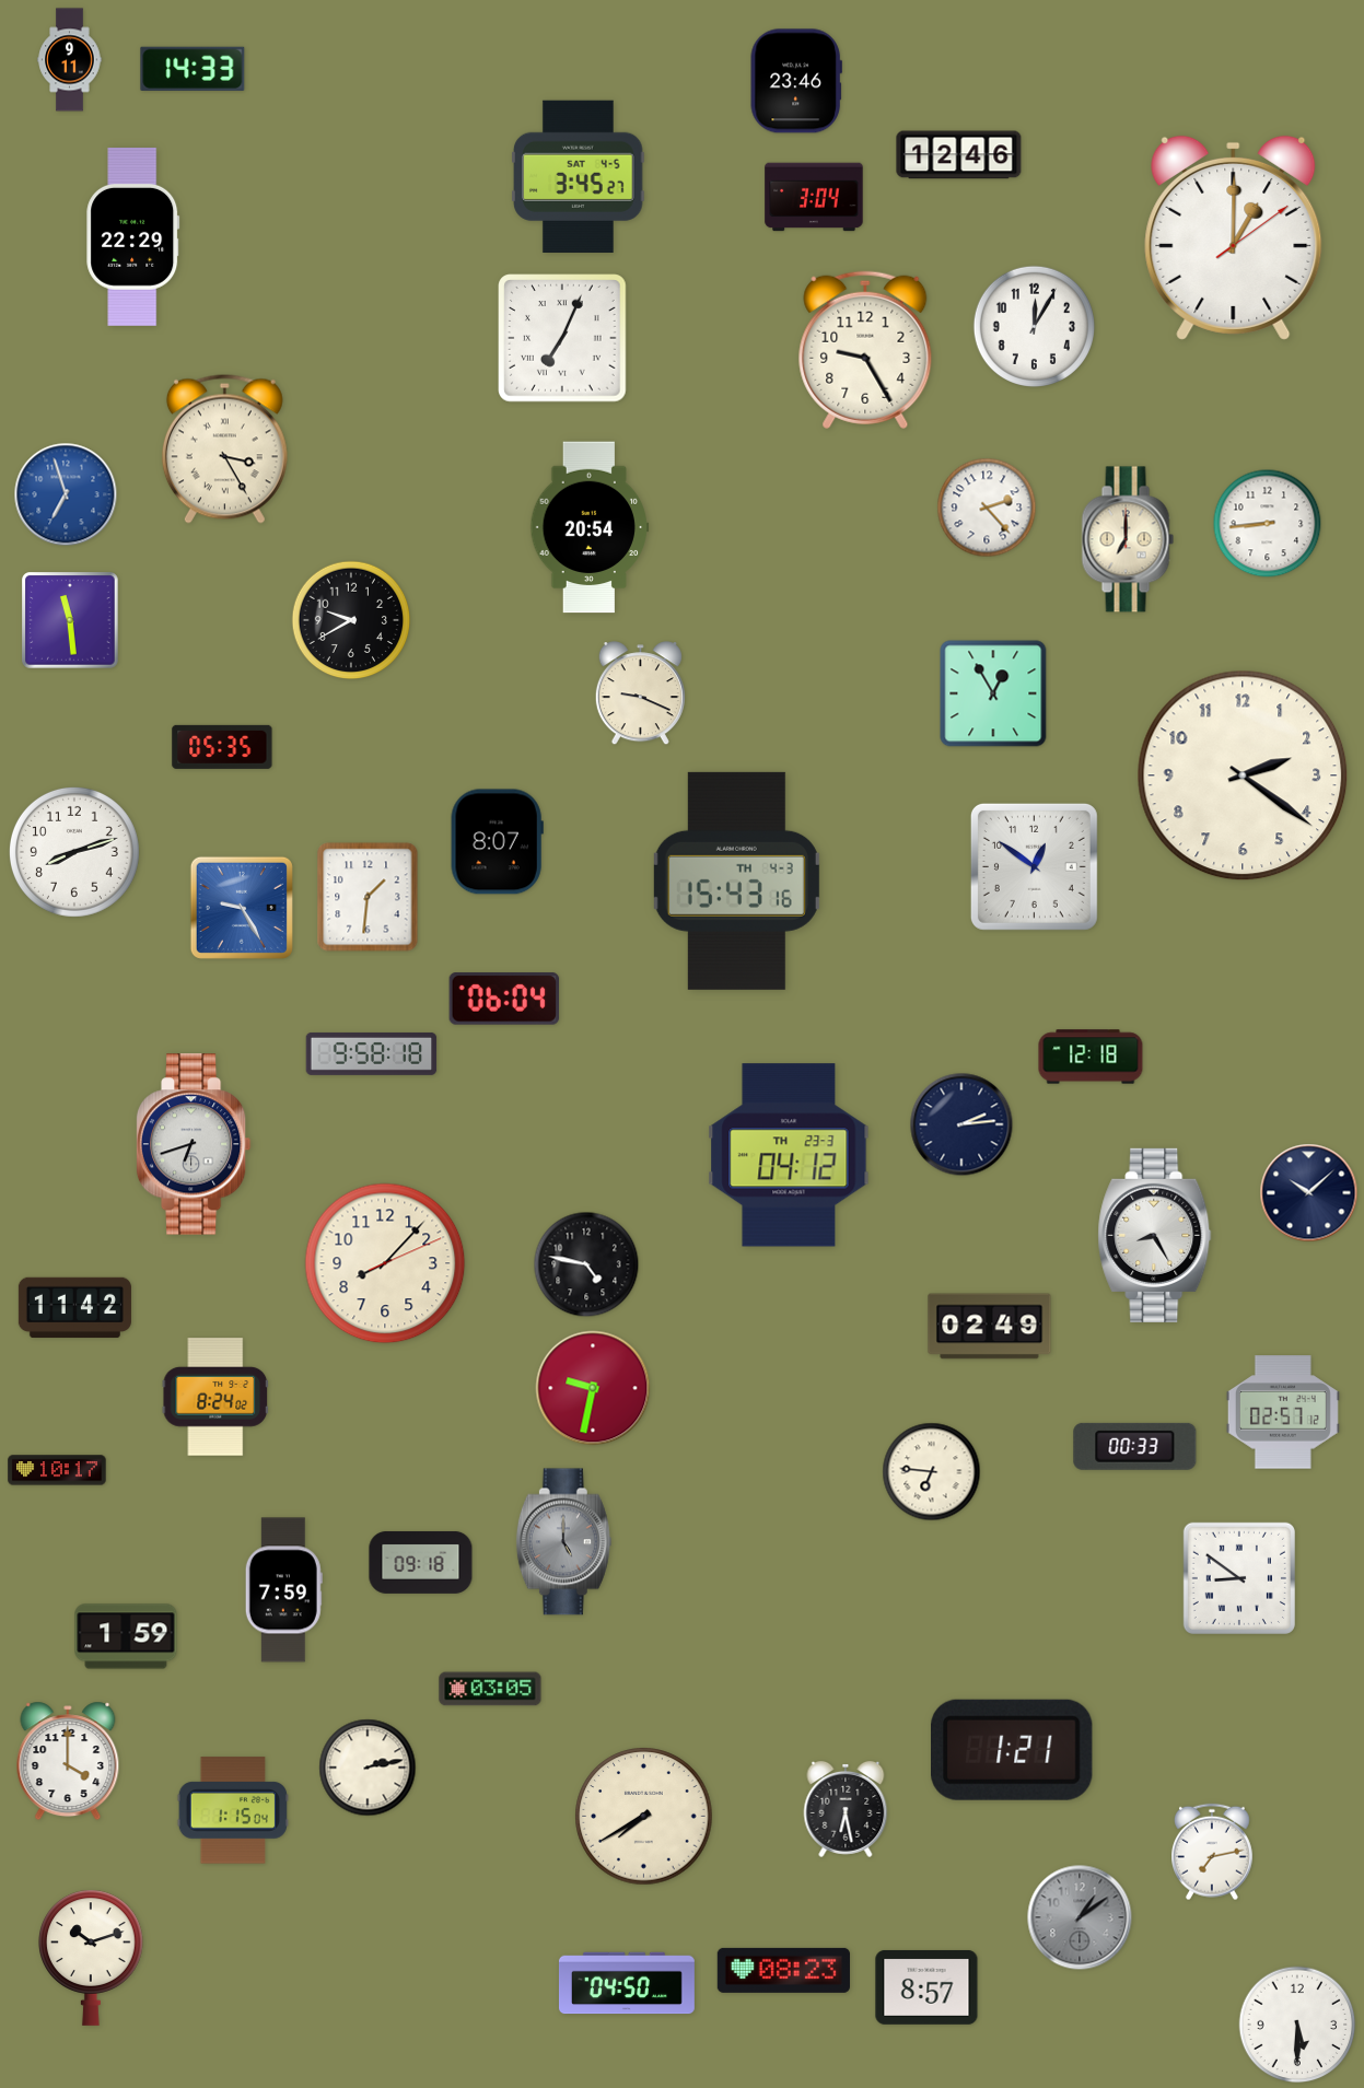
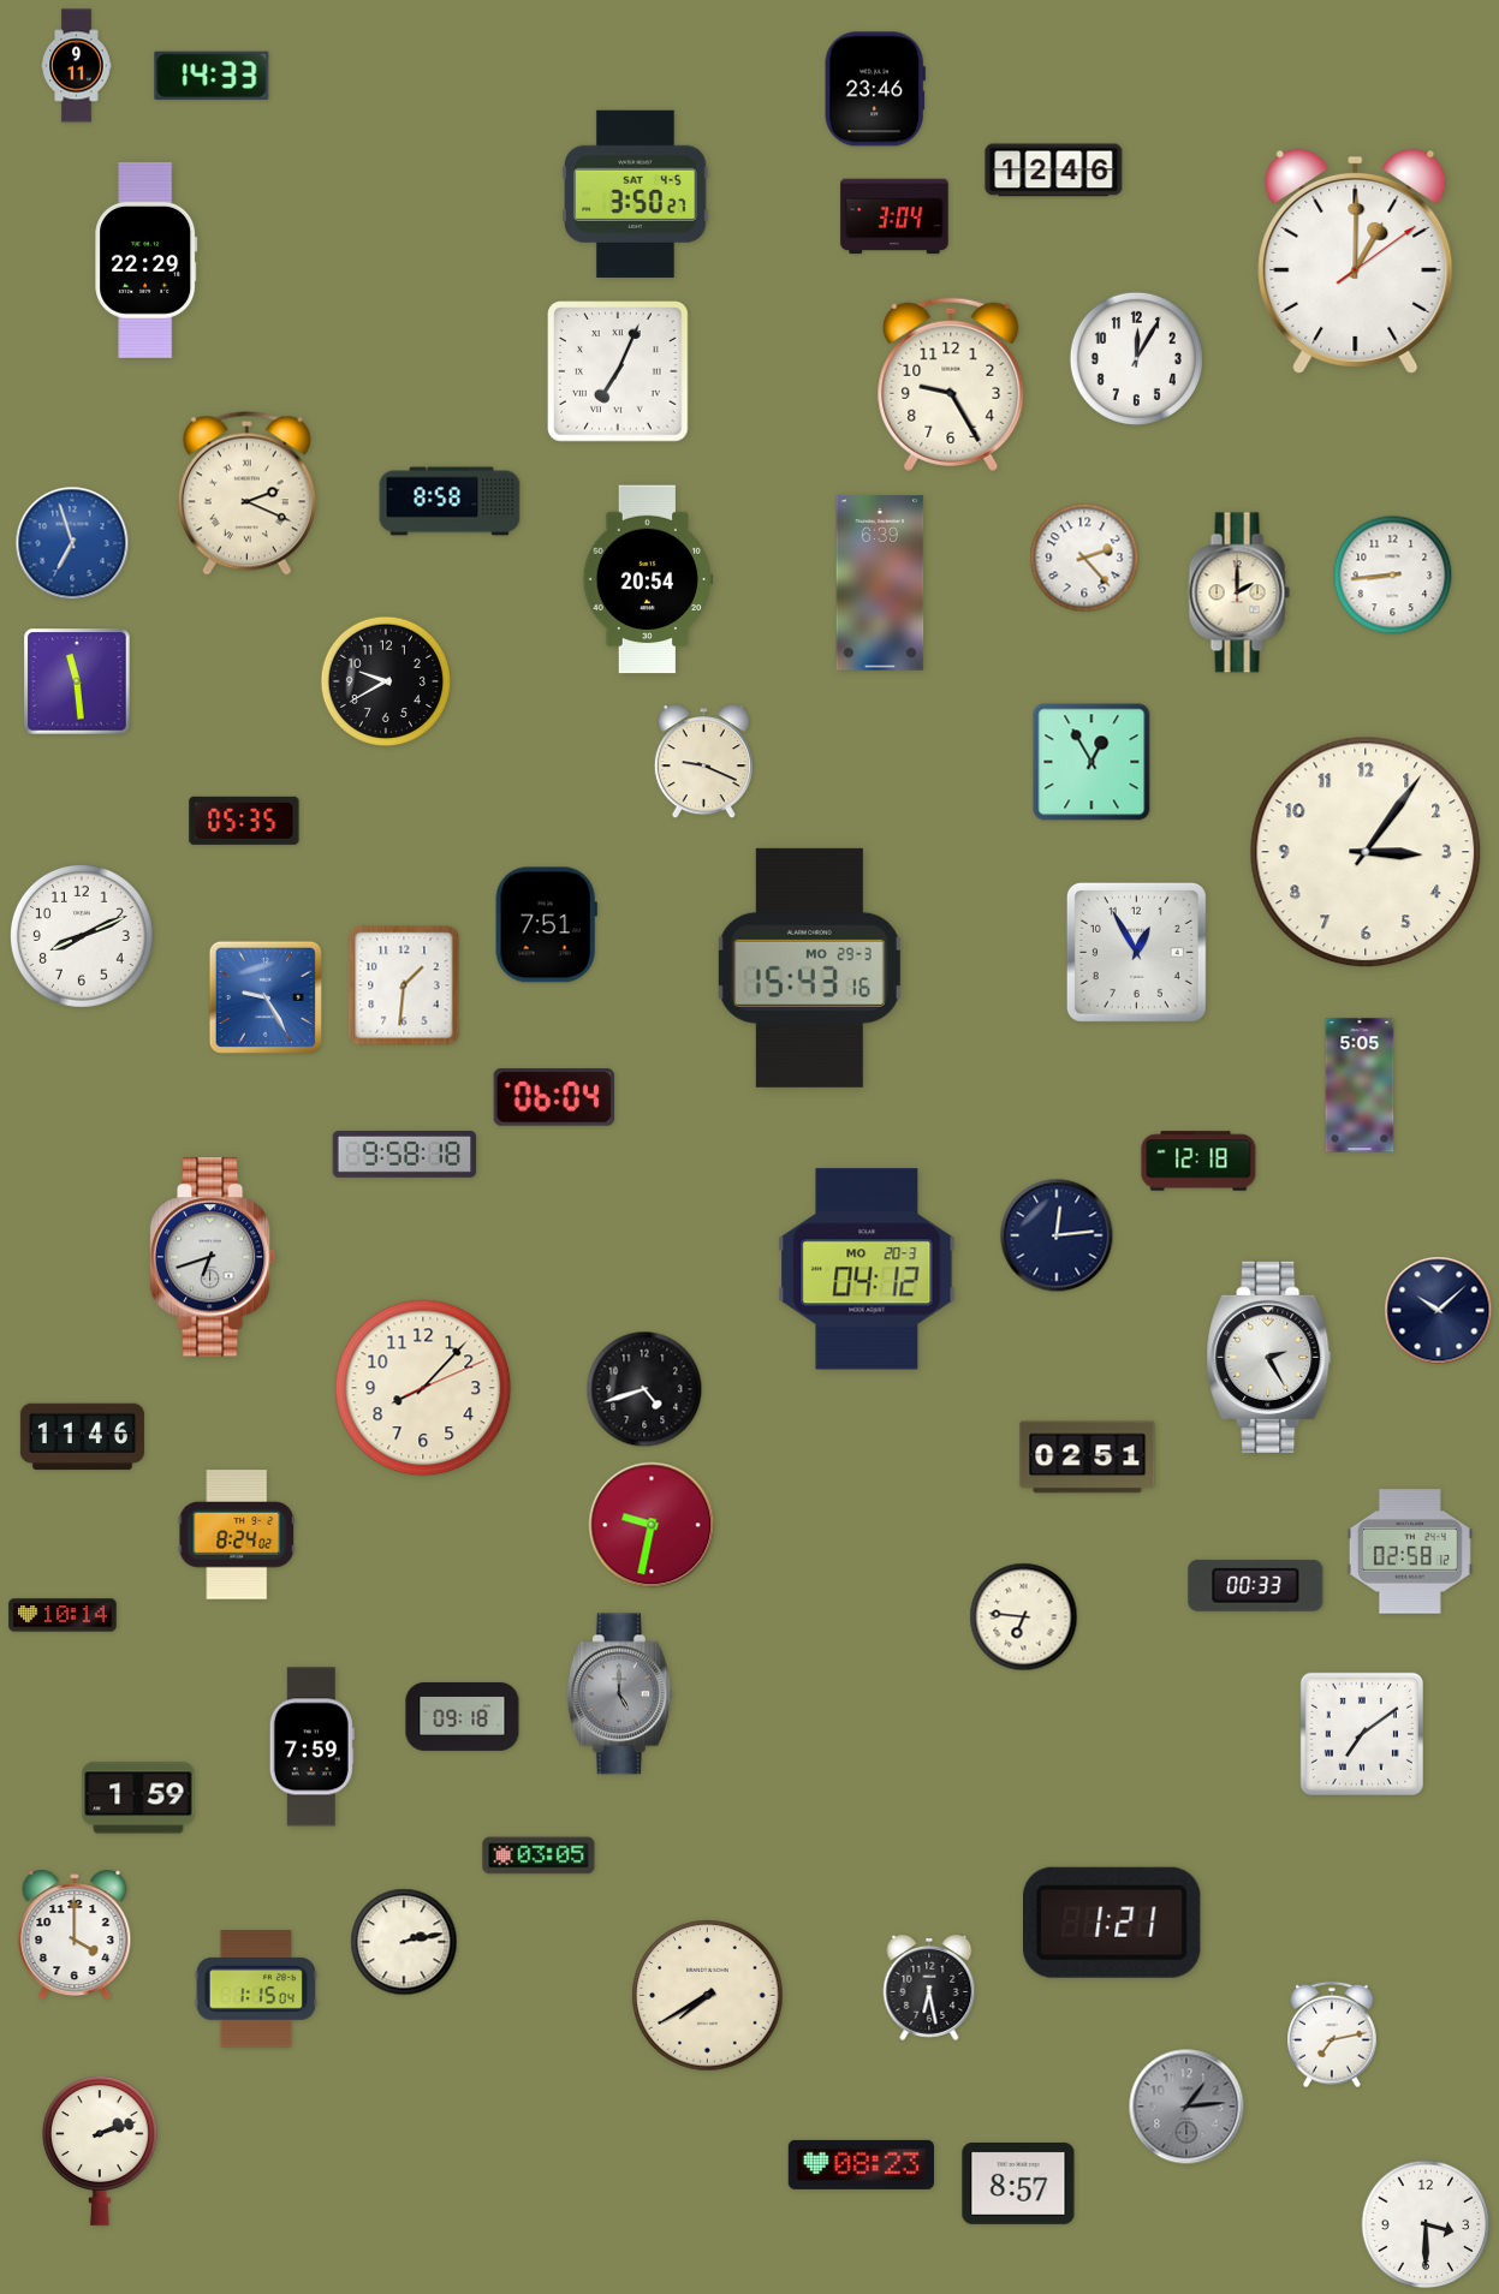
clock at (579, 176): 3:45 -> 3:50
clock at (224, 448): 3:25 -> 2:19
clock at (450, 501): none -> 8:58
clock at (880, 583): none -> 6:39
clock at (1128, 539): 7:00 -> 2:00
clock at (1243, 775): 2:21 -> 3:06
clock at (497, 842): 8:07 -> 7:51
clock at (74, 852): 8:12 -> 8:11
clock at (1034, 866): 12:51 -> 12:55
clock at (736, 880) date: TH 4-3 -> MO 29-3
clock at (1360, 1085): none -> 5:05
clock at (372, 1053) position: (372, 1053) -> (405, 1154)
clock at (961, 1124): 2:14 -> 12:14
clock at (789, 1155) date: TH 23-3 -> MO 20-3
clock at (1155, 1235): 8:25 -> 2:25
clock at (586, 1264): 4:47 -> 4:42
clock at (74, 1308): 11:42 -> 11:46
clock at (990, 1327): 02:49 -> 02:51
clock at (1283, 1412): 02:57 -> 02:58
clock at (1135, 1446) position: (1135, 1446) -> (1256, 1585)
clock at (57, 1470): 10:17 -> 10:14
clock at (1239, 1578): 8:51 -> 7:09
clock at (1080, 1917): 1:09 -> 1:14
clock at (91, 1958): 10:12 -> 2:12
clock at (627, 1983): 04:50 -> none
clock at (1297, 2025): 5:30 -> 3:30
